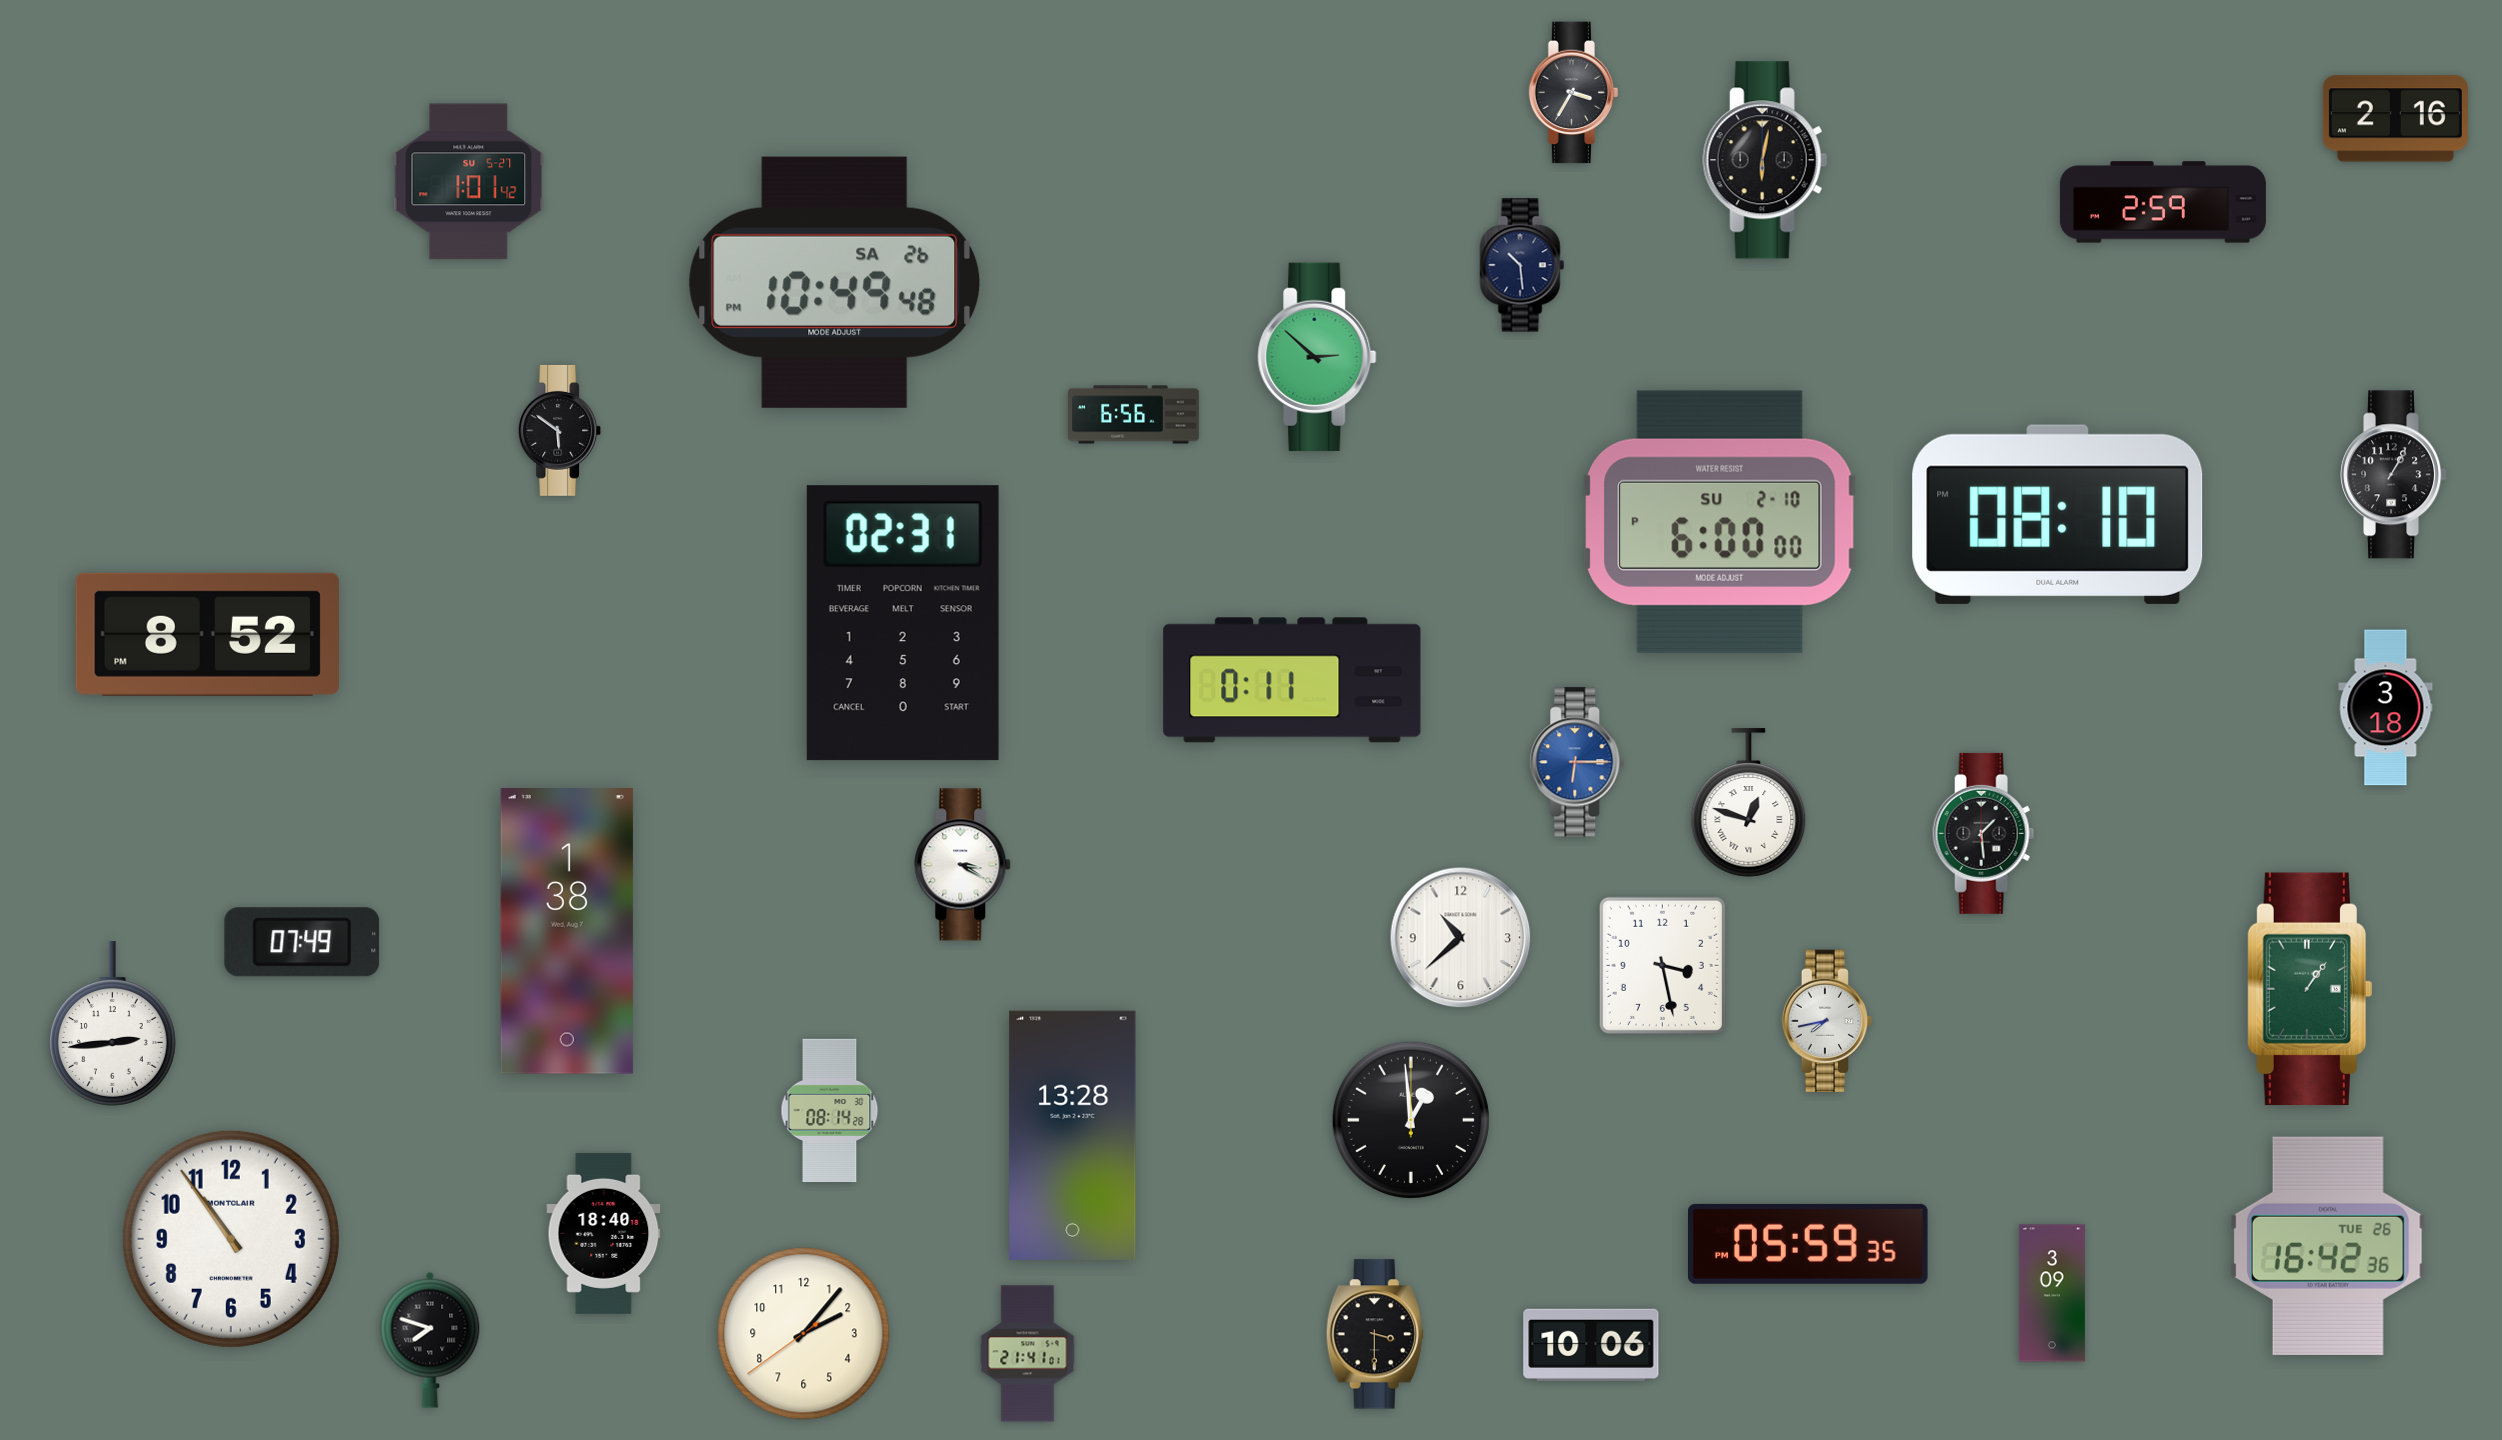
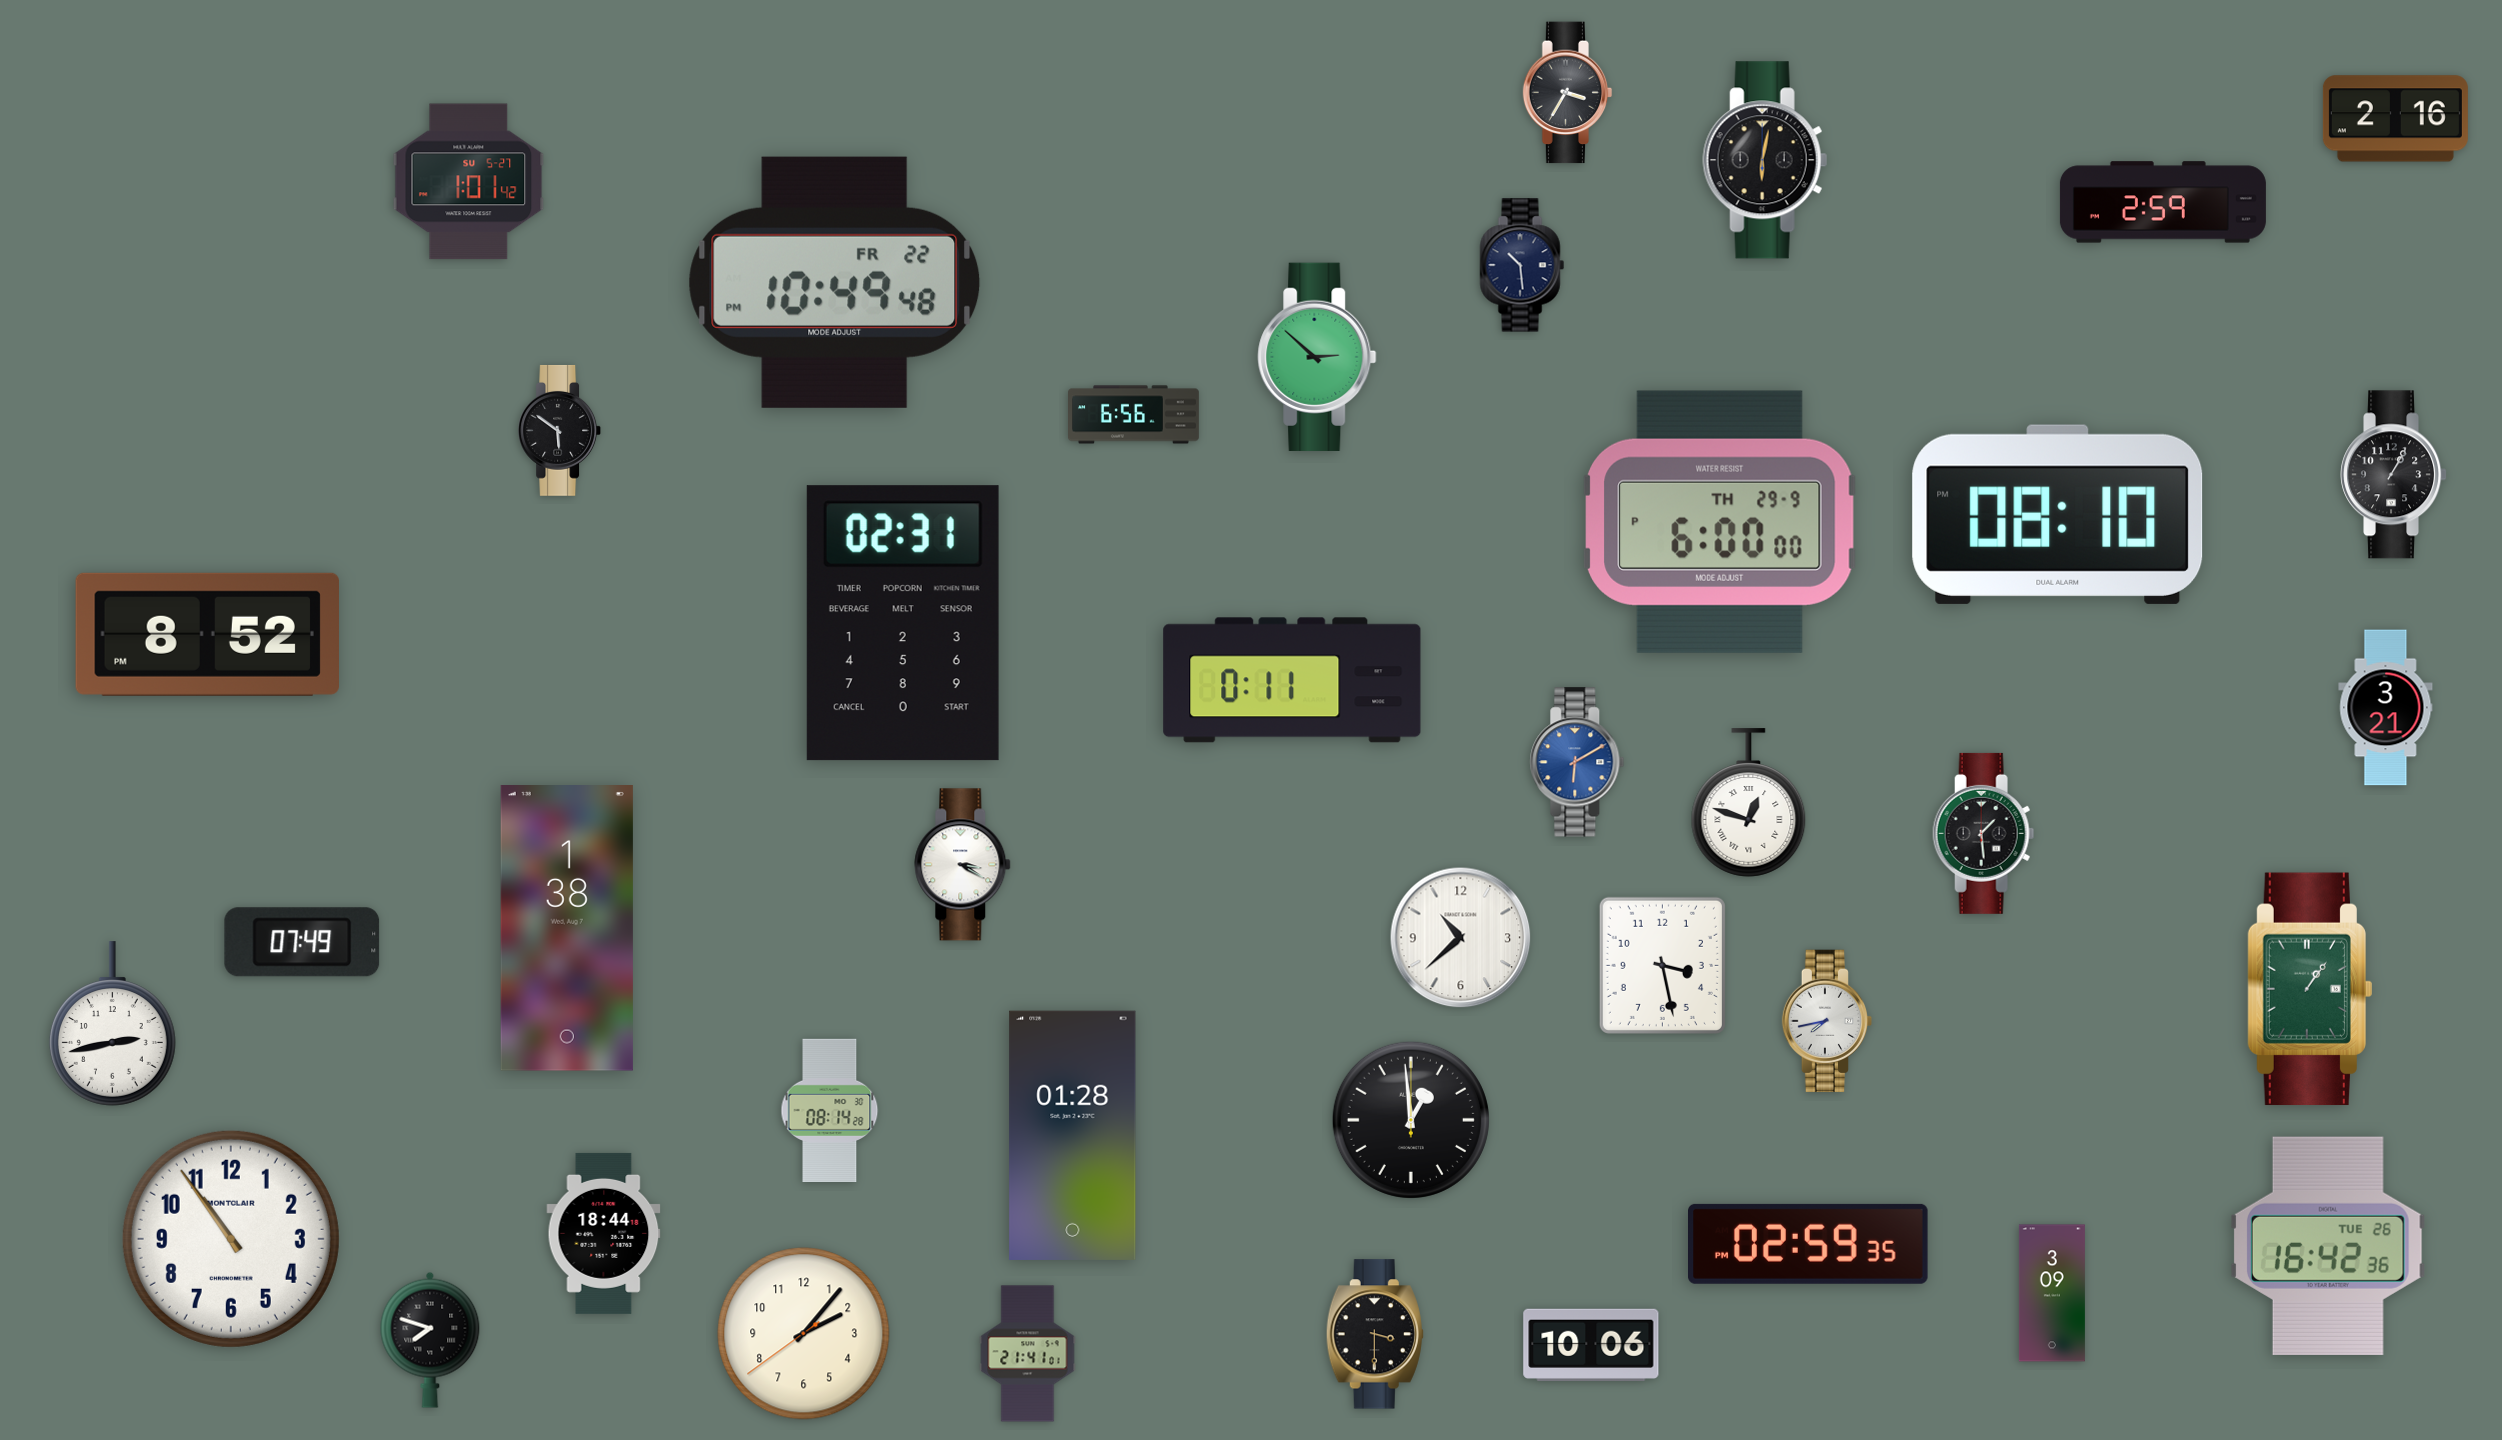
clock at (1574, 93) position: (1574, 93) -> (1568, 93)
clock at (835, 282) date: SA 26 -> FR 22
clock at (1720, 522) date: SU 2-10 -> TH 29-9
clock at (2386, 708): 3:18 -> 3:21
clock at (1577, 762): 6:15 -> 6:10
clock at (567, 932) position: (567, 932) -> (567, 929)
clock at (112, 1024): 2:44 -> 2:43
clock at (1073, 1135): 13:28 -> 01:28
clock at (604, 1233): 18:40 -> 18:44
clock at (1809, 1244): 05:59 -> 02:59
